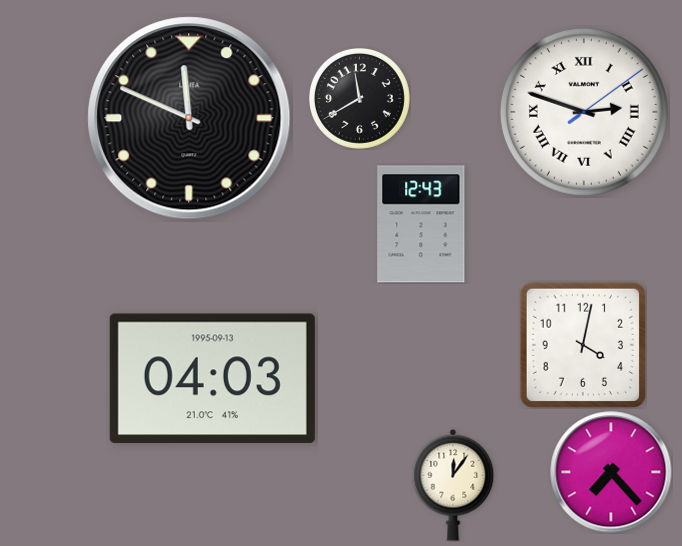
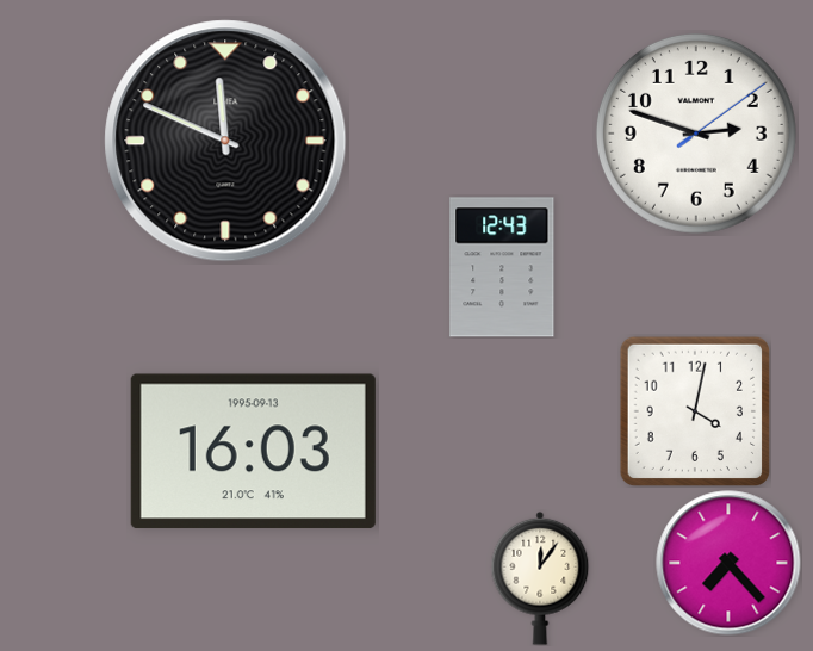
clock at (359, 98): 11:40 -> none
clock at (584, 112) numerals: Roman -> Arabic
clock at (212, 379): 04:03 -> 16:03
